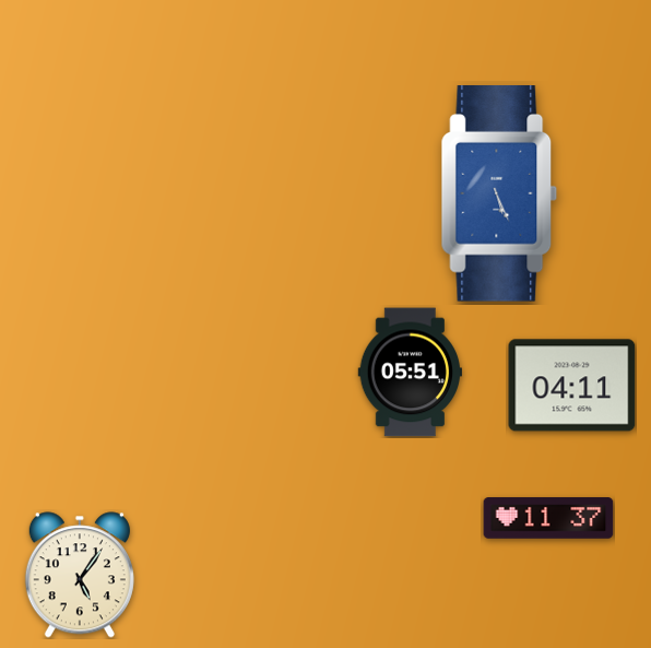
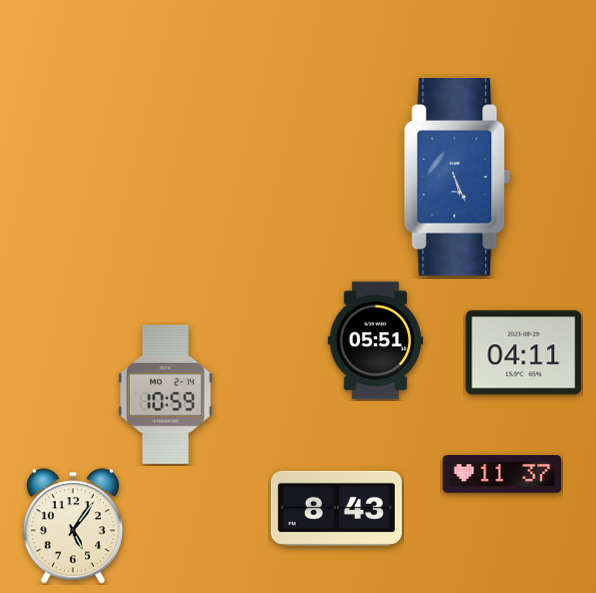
clock at (166, 394): none -> 10:59
clock at (336, 508): none -> 8:43
